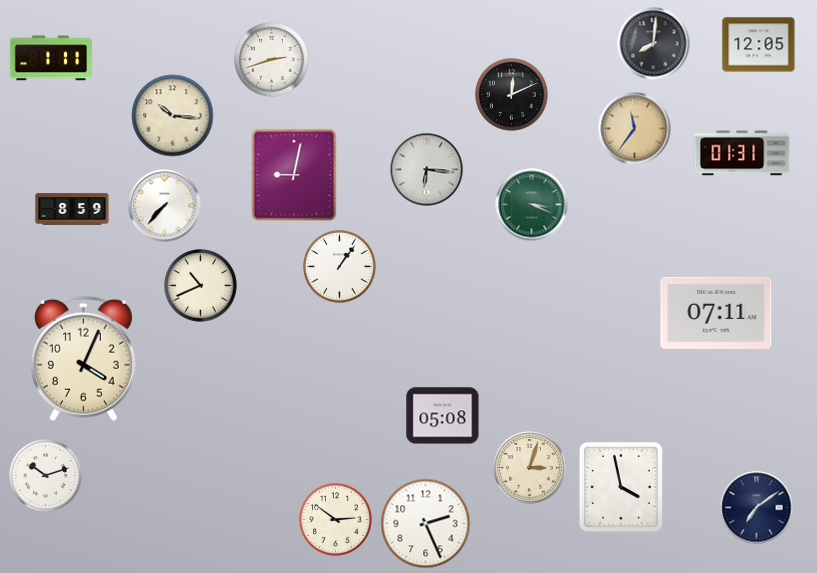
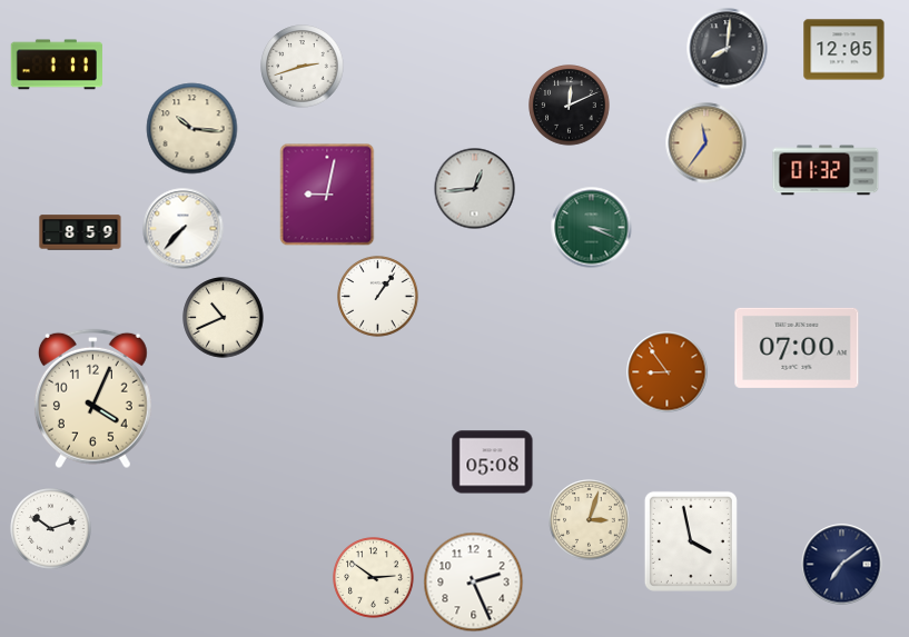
clock at (742, 153): 01:31 -> 01:32
clock at (427, 170): 6:16 -> 12:44
clock at (716, 313): 07:11 -> 07:00
clock at (668, 372): none -> 8:54
